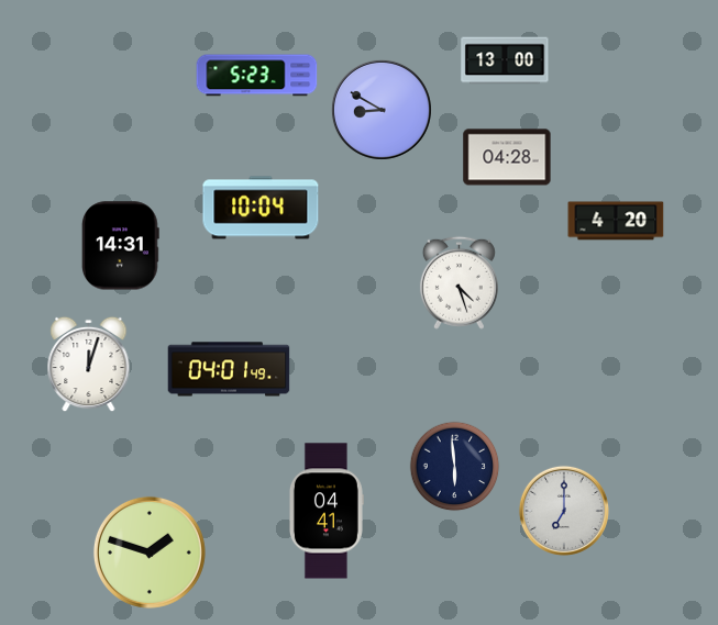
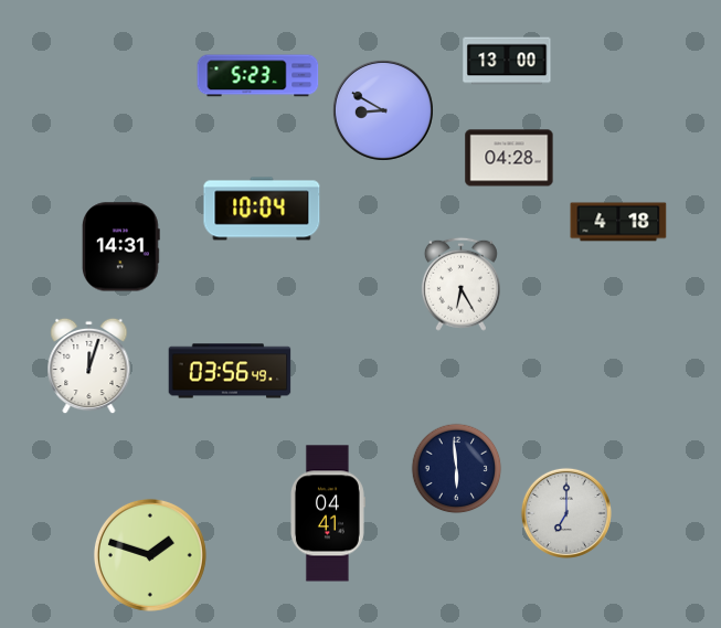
clock at (616, 221): 4:20 -> 4:18
clock at (459, 282): 4:27 -> 6:25
clock at (229, 369): 04:01 -> 03:56
